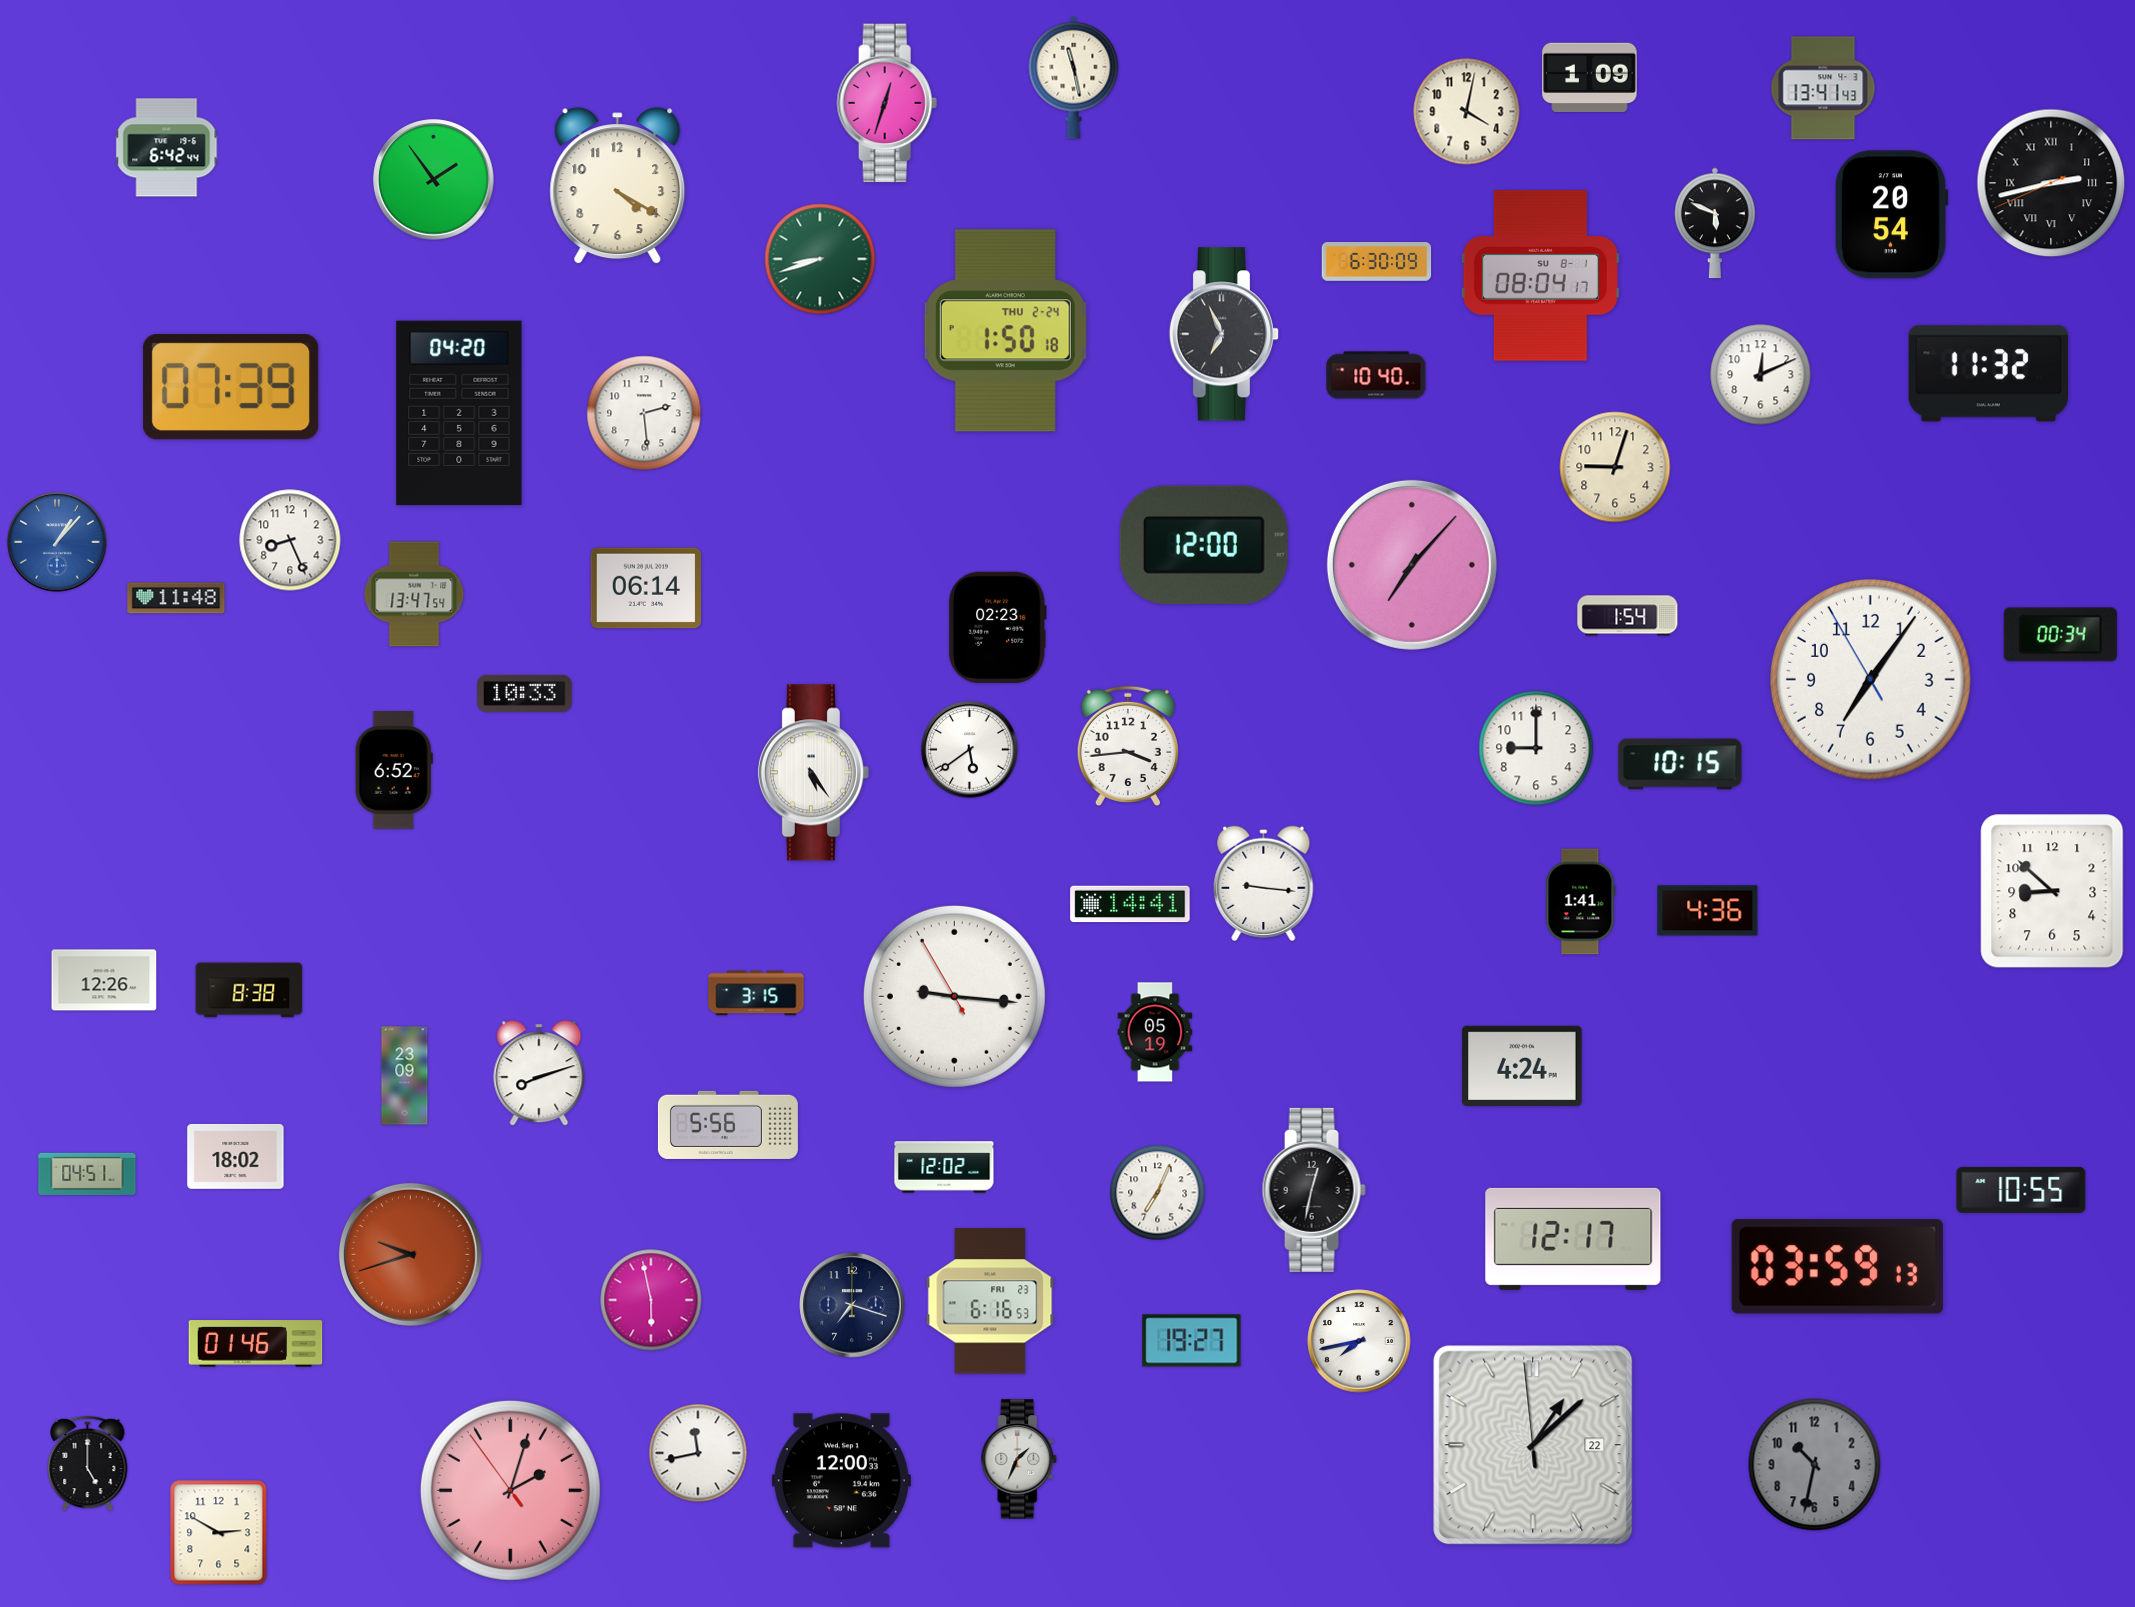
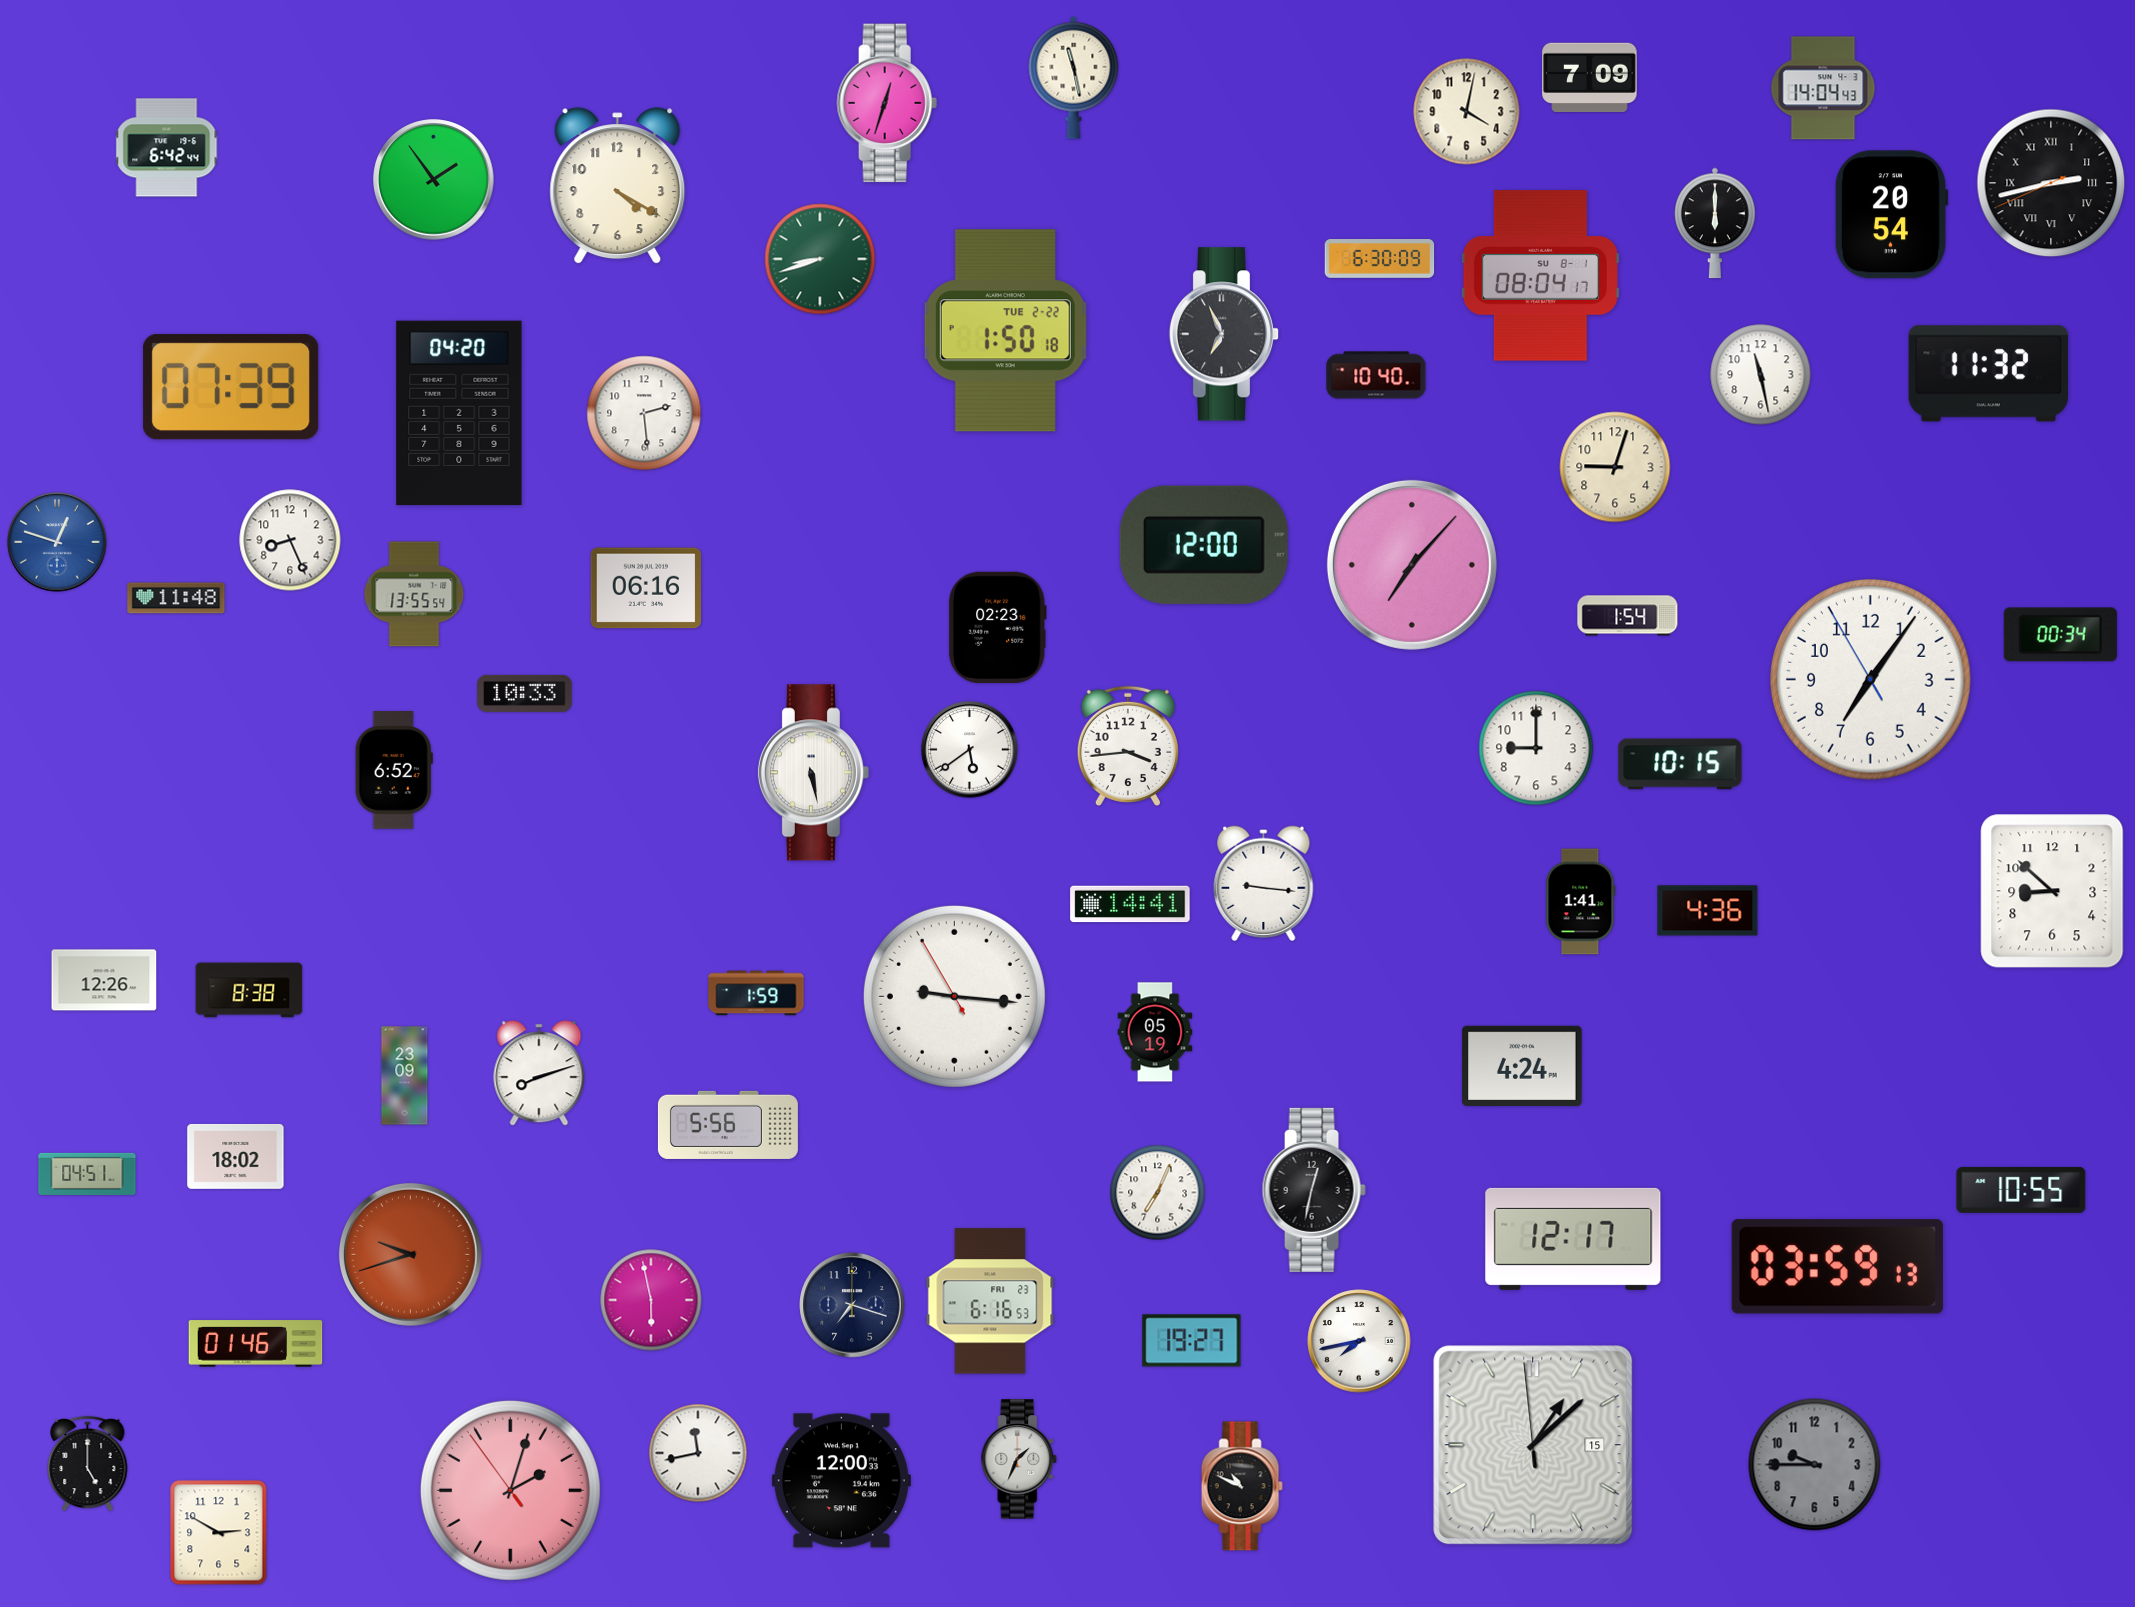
clock at (1590, 77): 1:09 -> 7:09
clock at (1823, 88): 13:41 -> 14:04
clock at (1715, 223): 5:49 -> 6:00
clock at (1377, 262) position: (1377, 262) -> (1380, 259)
clock at (1005, 331) date: THU 2-24 -> TUE 2-22
clock at (1761, 375): 12:11 -> 11:28
clock at (57, 542): 1:07 -> 12:48
clock at (645, 588): 06:14 -> 06:16
clock at (414, 594): 13:47 -> 13:55
clock at (813, 773): 5:24 -> 5:28
clock at (756, 993): 3:15 -> 1:59
clock at (944, 1167): 12:02 -> none
clock at (1533, 1445) date: 22 -> 15
clock at (1815, 1465): 10:32 -> 9:45
clock at (1242, 1486): none -> 10:49
